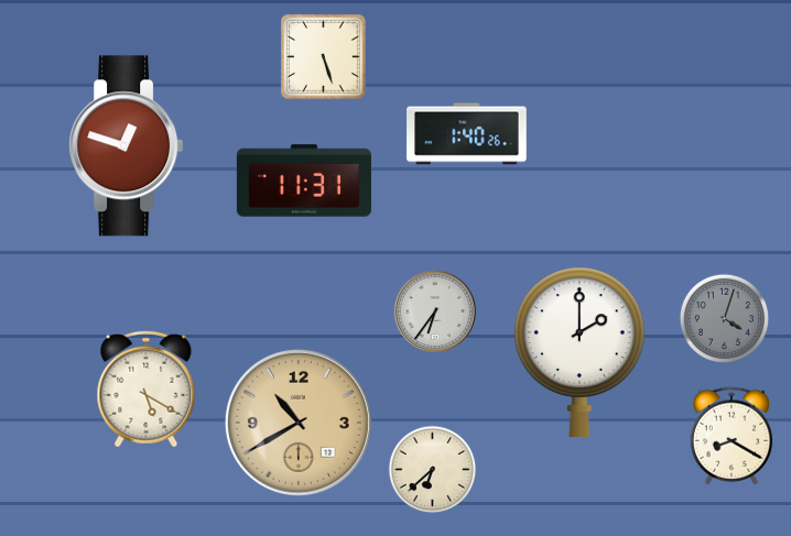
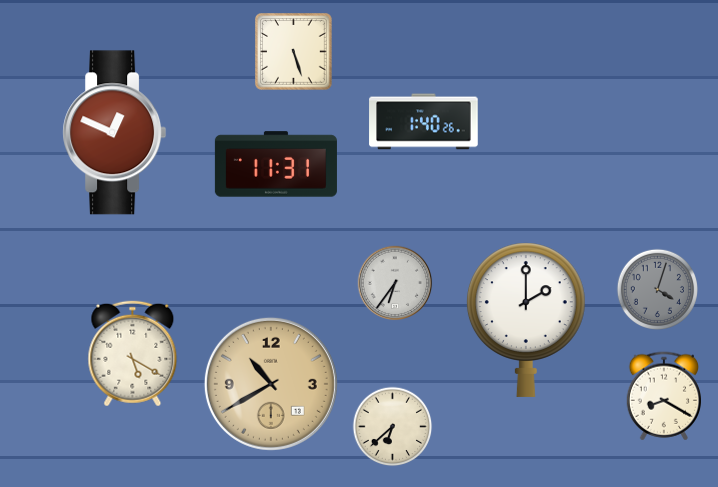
clock at (127, 146): 12:48 -> 12:49
